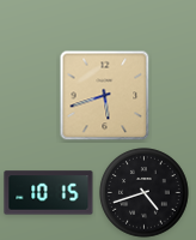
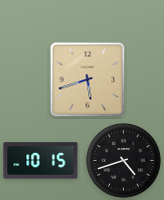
clock at (145, 193) position: (145, 193) -> (124, 161)
